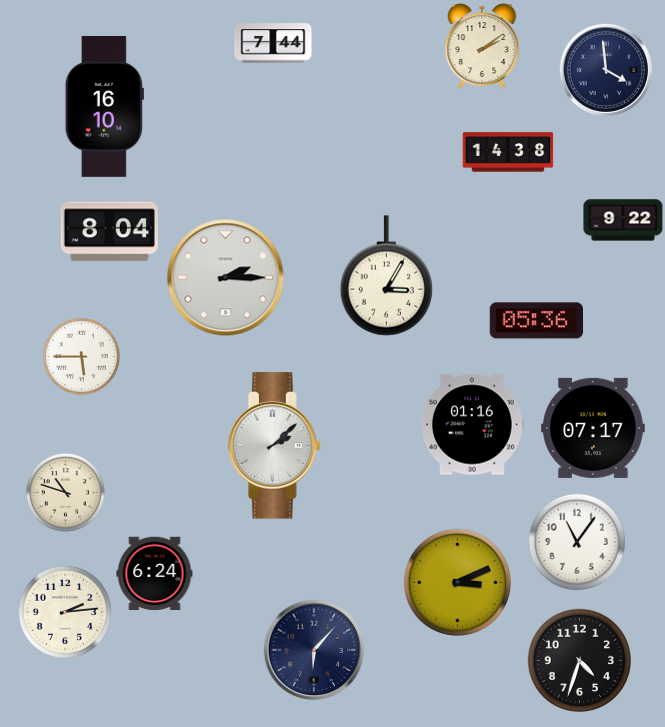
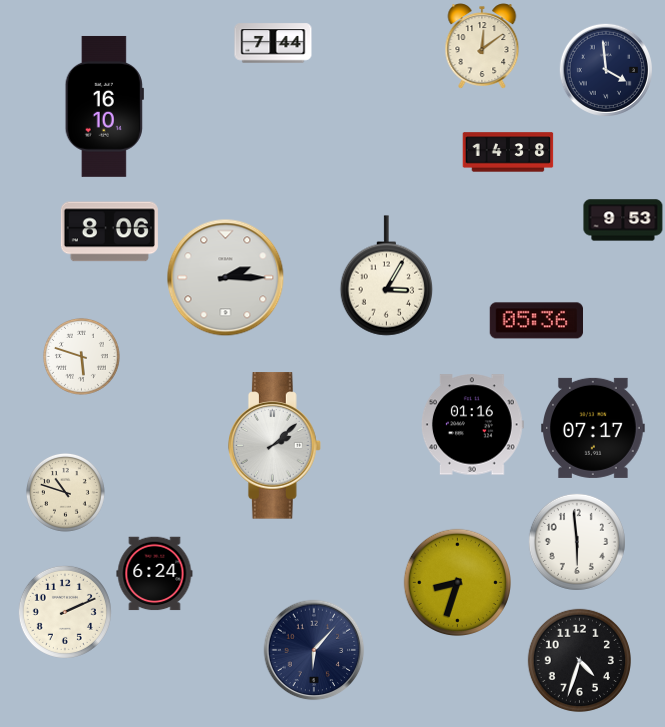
clock at (482, 46): 2:09 -> 12:09
clock at (623, 220): 9:22 -> 9:53
clock at (109, 232): 8:04 -> 8:06
clock at (81, 356): 5:45 -> 5:48
clock at (577, 542): 11:06 -> 5:59
clock at (457, 582): 3:11 -> 8:33
clock at (65, 612): 2:14 -> 2:11
